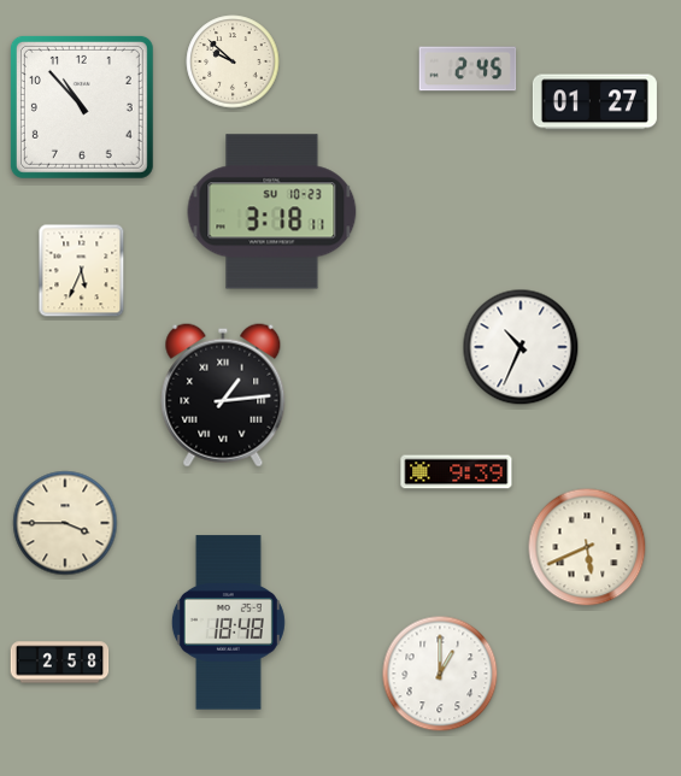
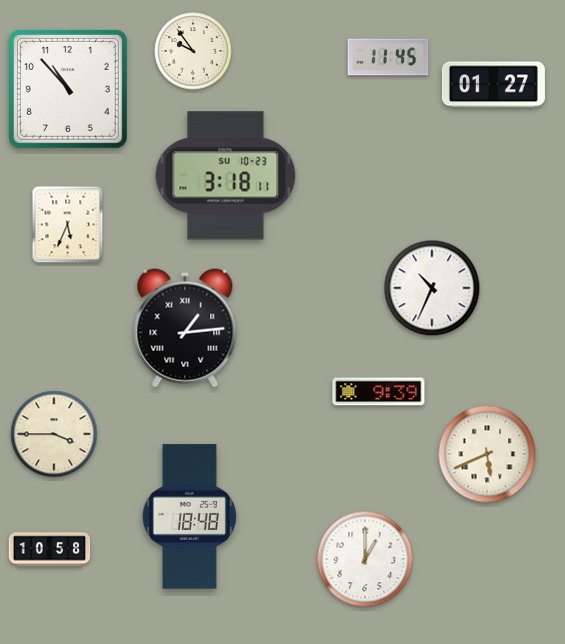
clock at (233, 61): 9:52 -> 9:54
clock at (468, 69): 2:45 -> 11:45
clock at (60, 663): 2:58 -> 10:58
